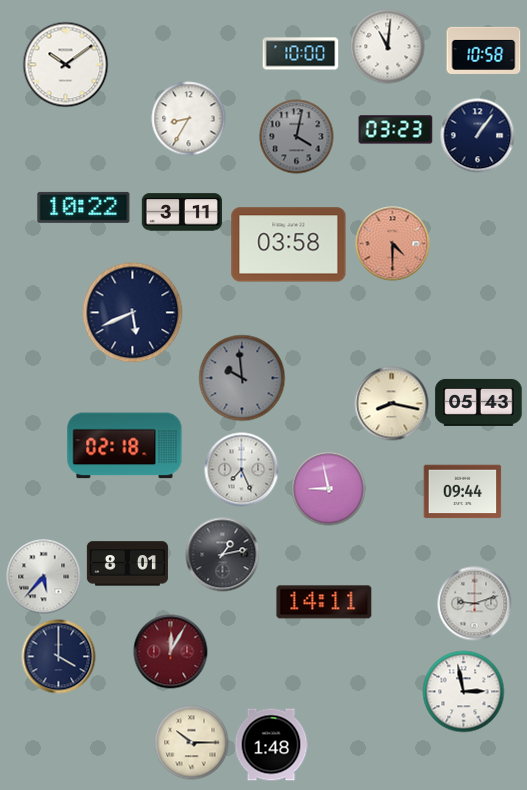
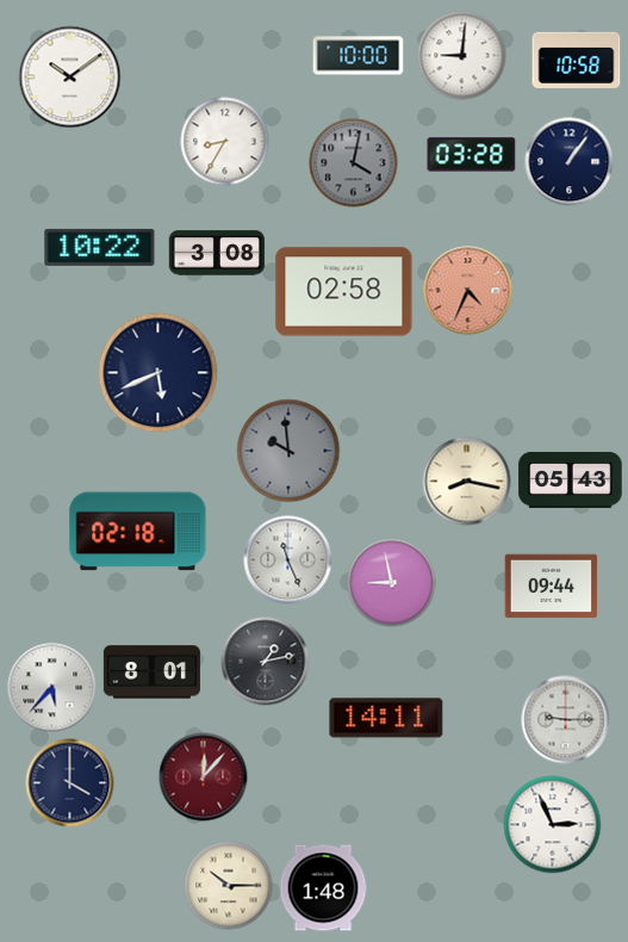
clock at (388, 47): 11:01 -> 9:01
clock at (301, 54) position: (301, 54) -> (359, 56)
clock at (66, 65) position: (66, 65) -> (70, 78)
clock at (396, 130): 03:23 -> 03:28
clock at (182, 212): 3:11 -> 3:08
clock at (393, 244): 4:30 -> 4:34
clock at (289, 245): 03:58 -> 02:58
clock at (125, 446) position: (125, 446) -> (138, 532)
clock at (242, 470): 7:26 -> 11:26
clock at (475, 604): 9:12 -> 9:15
clock at (171, 652): 12:05 -> 12:07
clock at (464, 692): 2:58 -> 2:56
